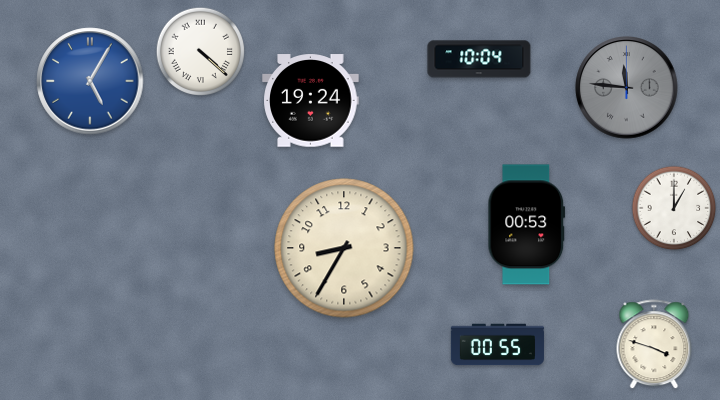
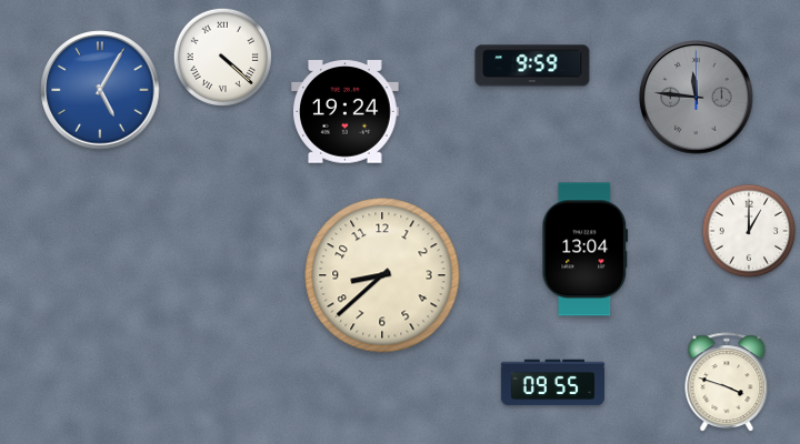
clock at (479, 59): 10:04 -> 9:59
clock at (527, 225): 00:53 -> 13:04
clock at (344, 248): 8:35 -> 8:38
clock at (497, 345): 00:55 -> 09:55
